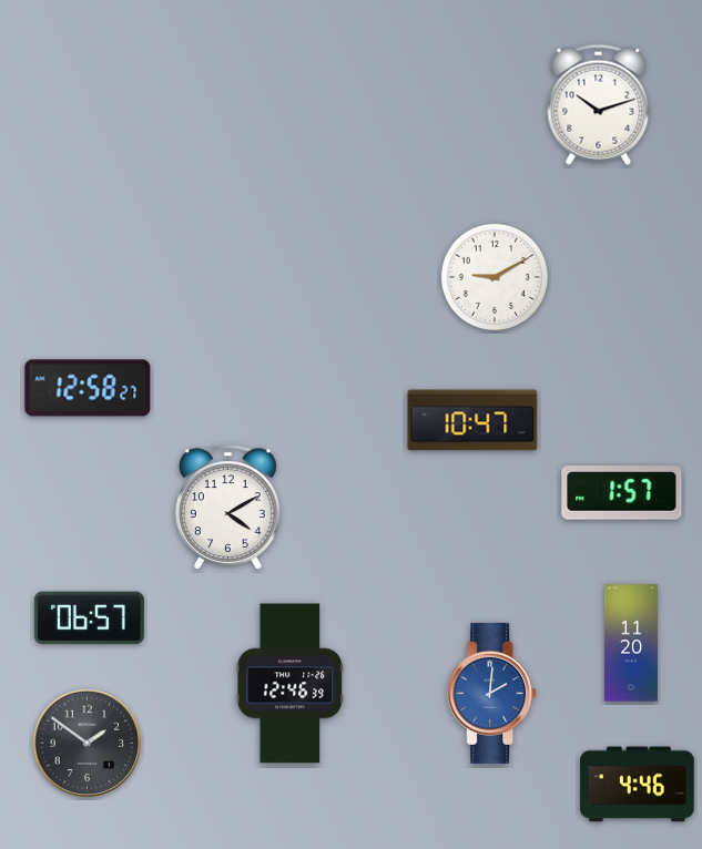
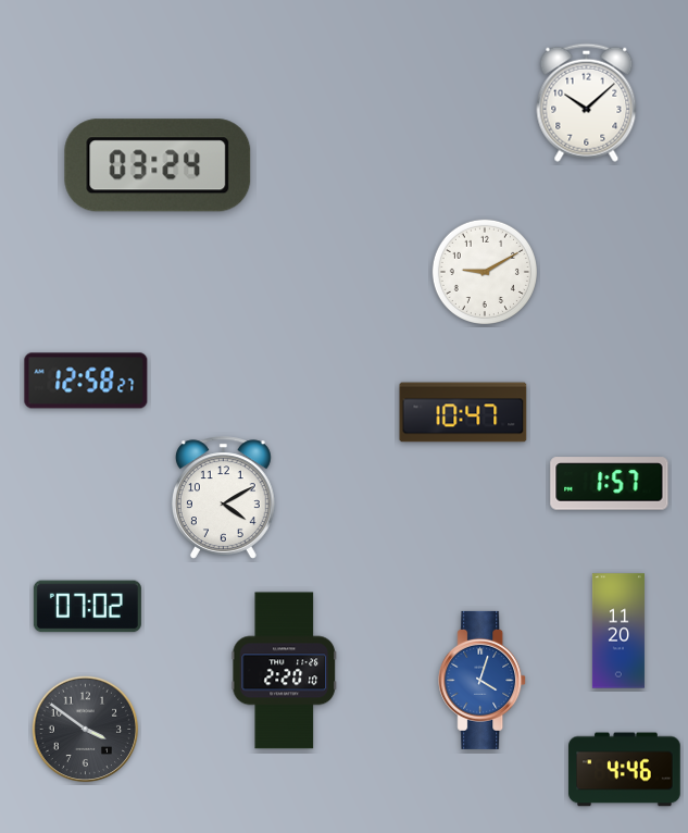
clock at (599, 104): 10:12 -> 10:08
clock at (158, 165): none -> 03:24
clock at (89, 618): 06:57 -> 07:02
clock at (291, 684): 12:46 -> 2:20
clock at (492, 693): 2:01 -> 4:03
clock at (88, 744): 1:51 -> 3:51
